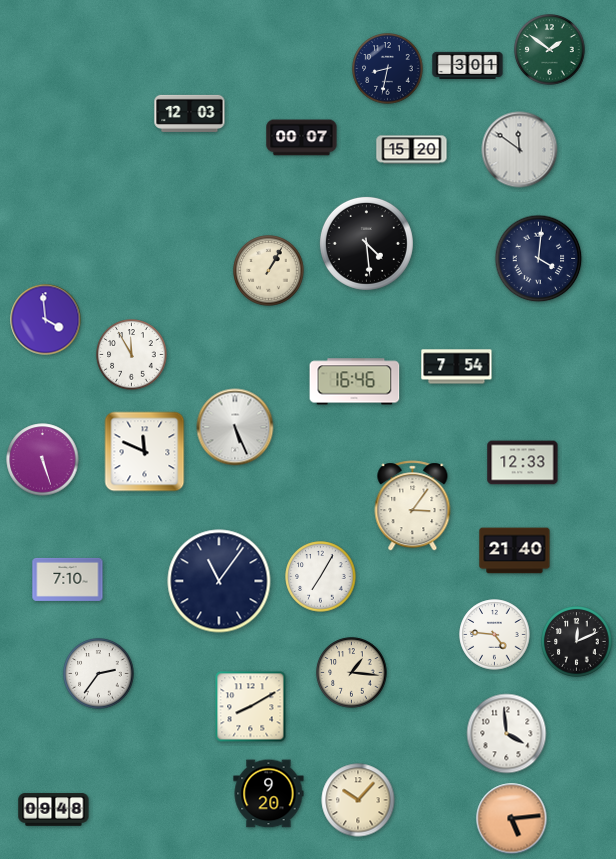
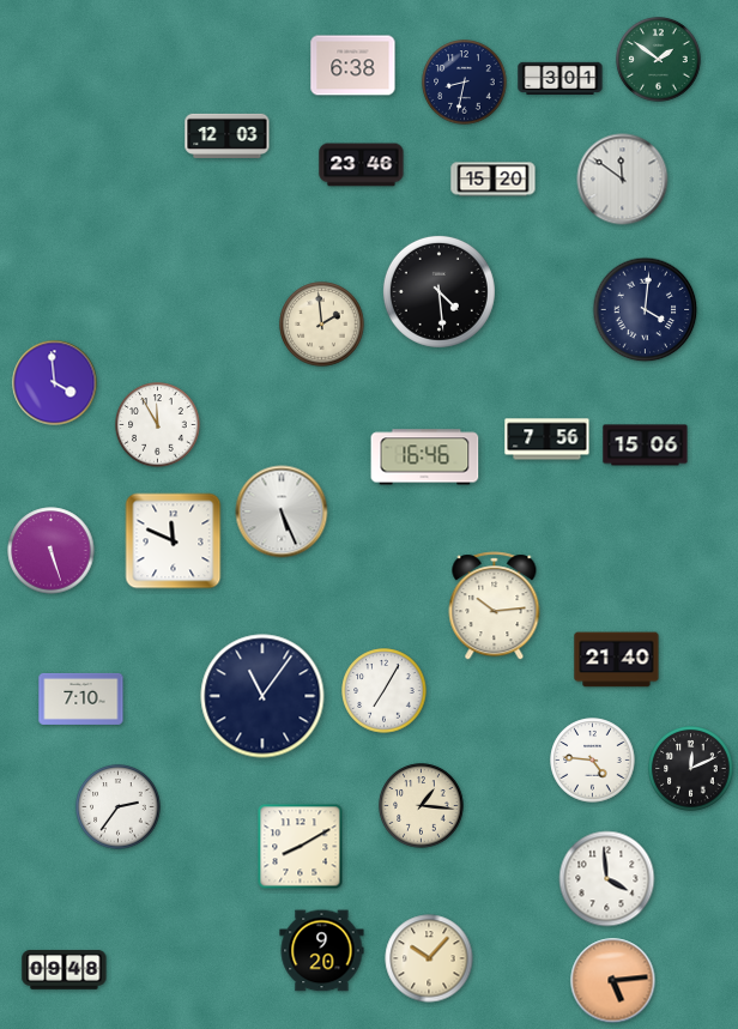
clock at (353, 66): none -> 6:38
clock at (302, 138): 00:07 -> 23:46
clock at (269, 271): 1:05 -> 1:59
clock at (457, 367): 7:54 -> 7:56
clock at (646, 446): none -> 15:06
clock at (523, 463): 12:33 -> none
clock at (413, 506): 3:06 -> 10:14
clock at (68, 579) position: (68, 579) -> (81, 698)
